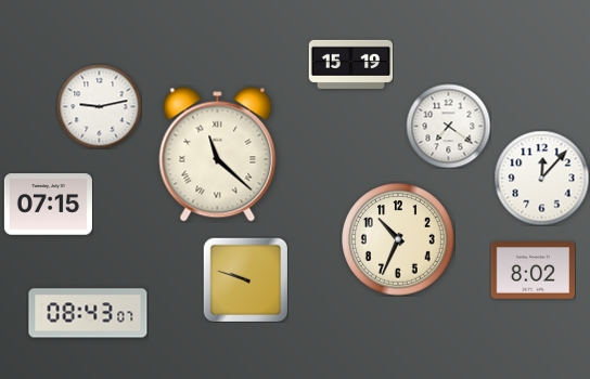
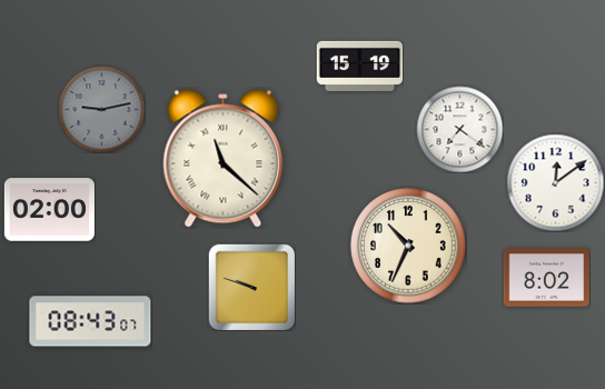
clock at (99, 106) dial: white -> grey
clock at (541, 178): 12:07 -> 12:09
clock at (48, 205): 07:15 -> 02:00
